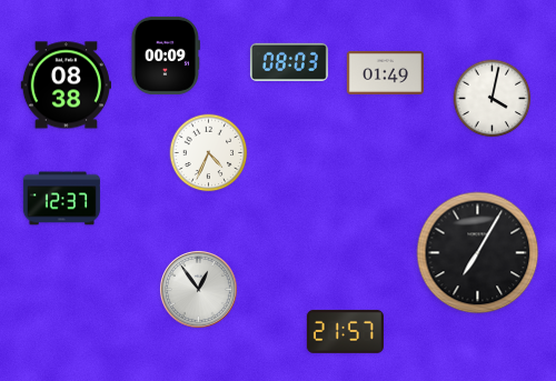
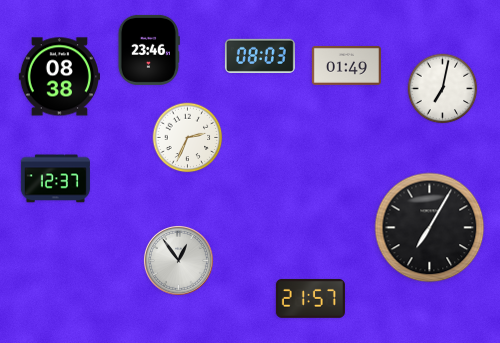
clock at (166, 56): 00:09 -> 23:46
clock at (493, 99): 4:02 -> 7:02
clock at (209, 153): 4:34 -> 2:34
